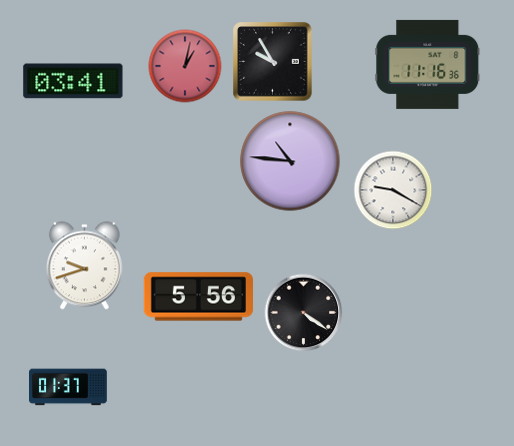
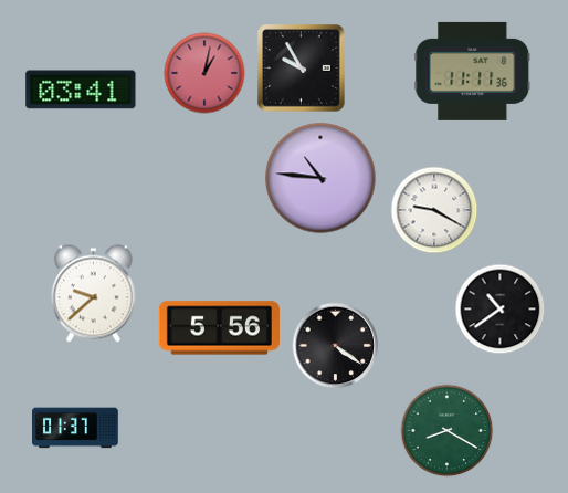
clock at (428, 64): 11:16 -> 11:11
clock at (84, 266): 9:42 -> 9:38
clock at (501, 310): none -> 10:39
clock at (448, 431): none -> 8:20
